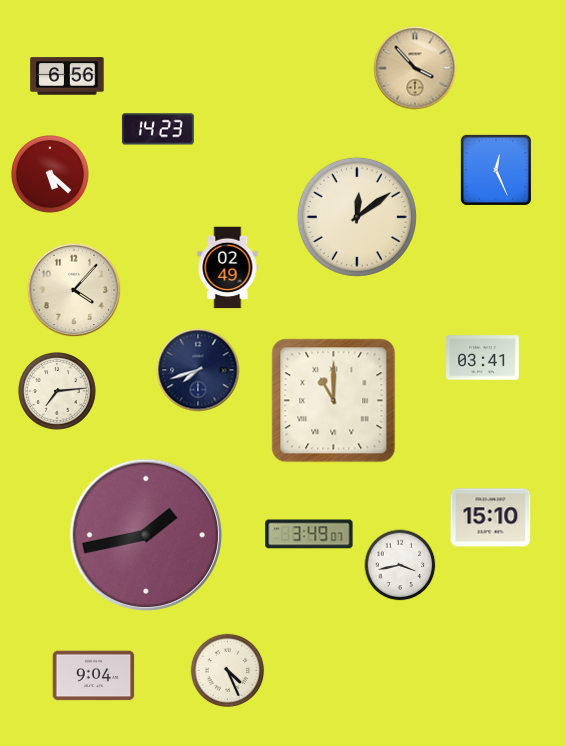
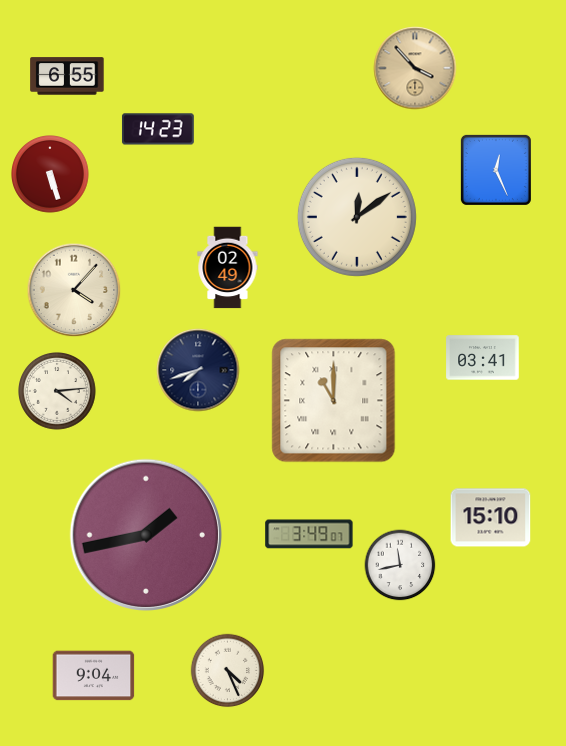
clock at (67, 76): 6:56 -> 6:55
clock at (51, 175): 5:22 -> 5:27
clock at (58, 392): 7:14 -> 4:14
clock at (400, 565): 3:43 -> 11:43
